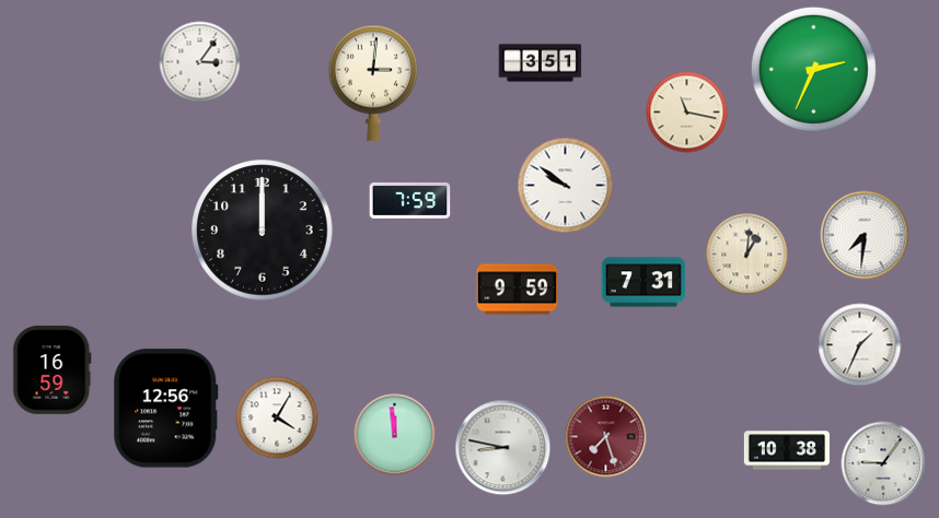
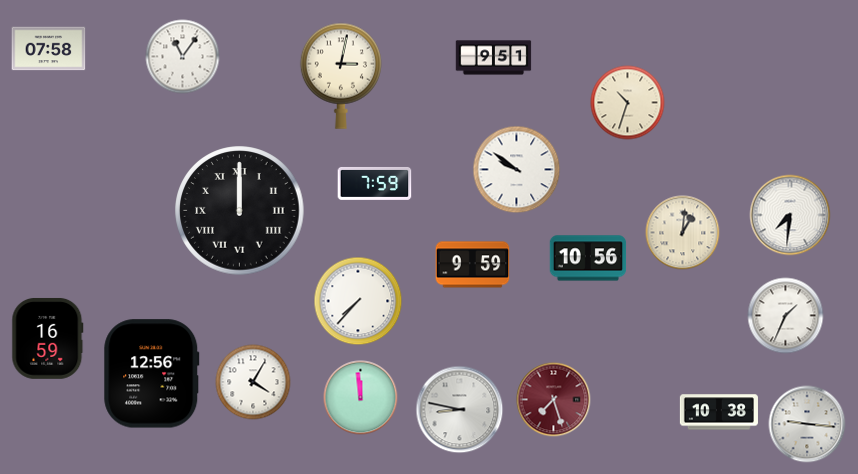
clock at (49, 49): none -> 07:58
clock at (200, 62): 3:06 -> 11:06
clock at (541, 63): 3:51 -> 9:51
clock at (813, 69): 2:34 -> none
clock at (373, 83): 3:01 -> 3:02
clock at (687, 113): 11:17 -> 10:33
clock at (263, 231) numerals: Arabic -> Roman
clock at (644, 282): 7:31 -> 10:56
clock at (358, 301): none -> 7:37
clock at (883, 463): 9:06 -> 9:16
